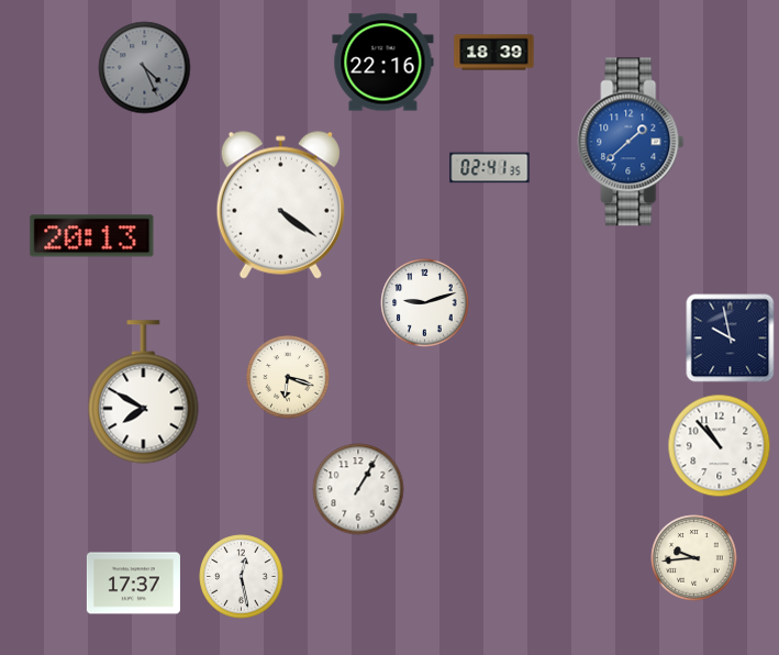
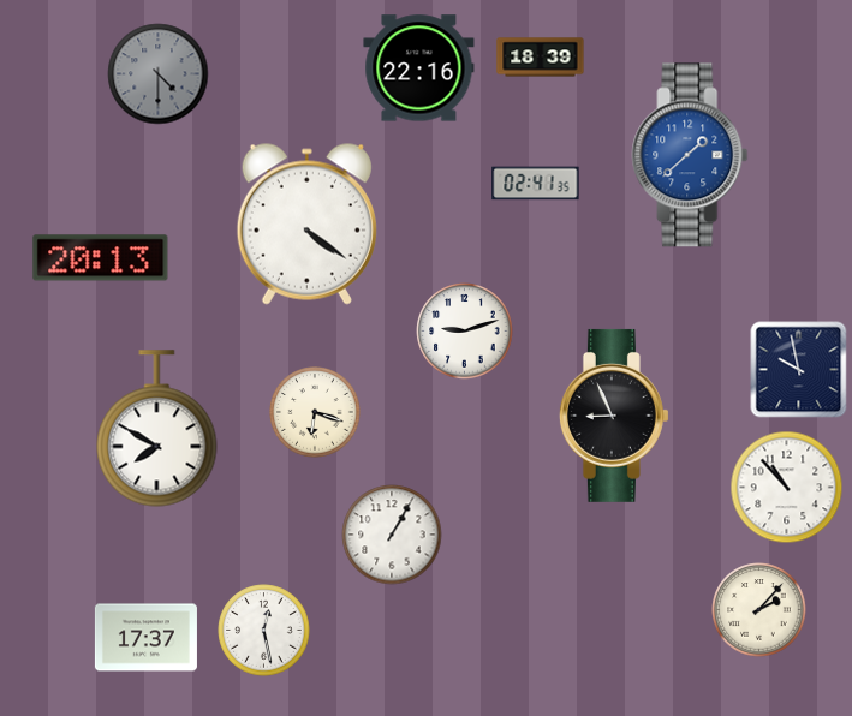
clock at (145, 68): 4:26 -> 4:30
clock at (614, 416): none -> 8:56
clock at (694, 558): 9:44 -> 2:07
